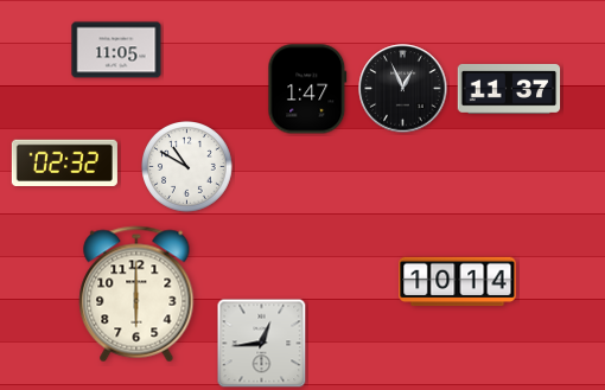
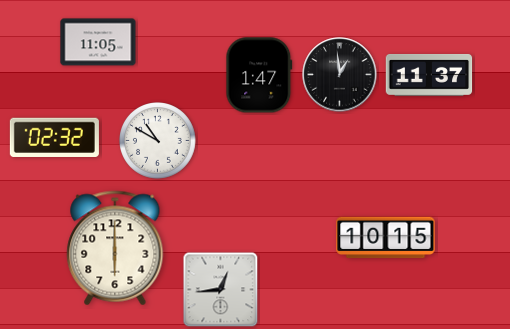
clock at (403, 89): 12:56 -> 12:59
clock at (458, 282): 10:14 -> 10:15
